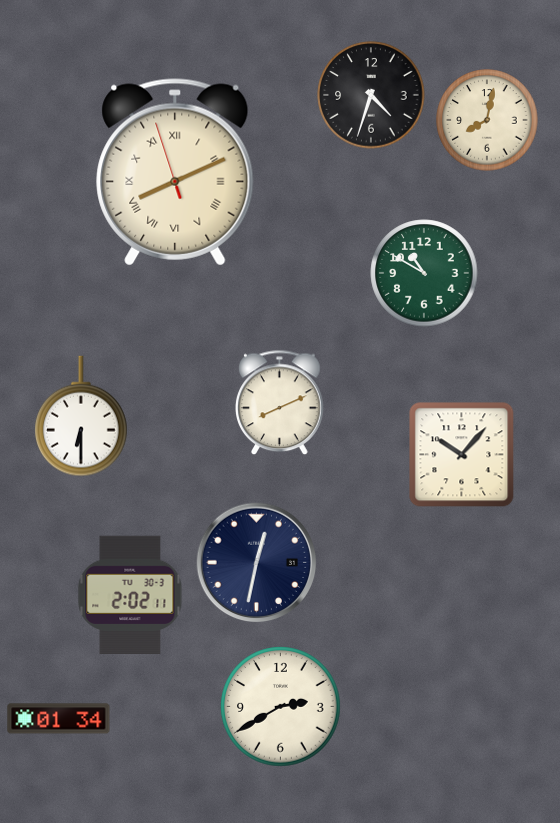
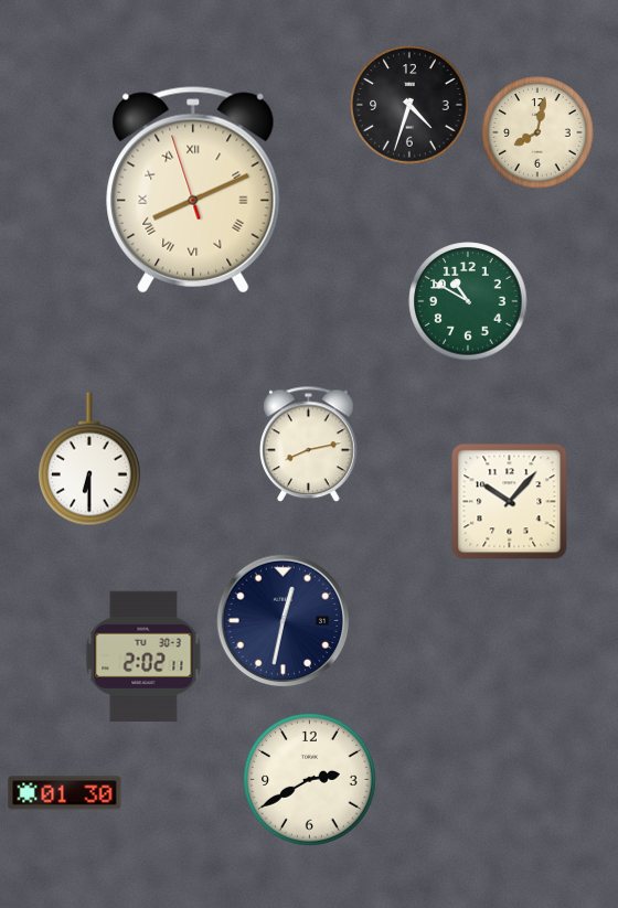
clock at (280, 403): 8:11 -> 8:13
clock at (59, 719): 01:34 -> 01:30
